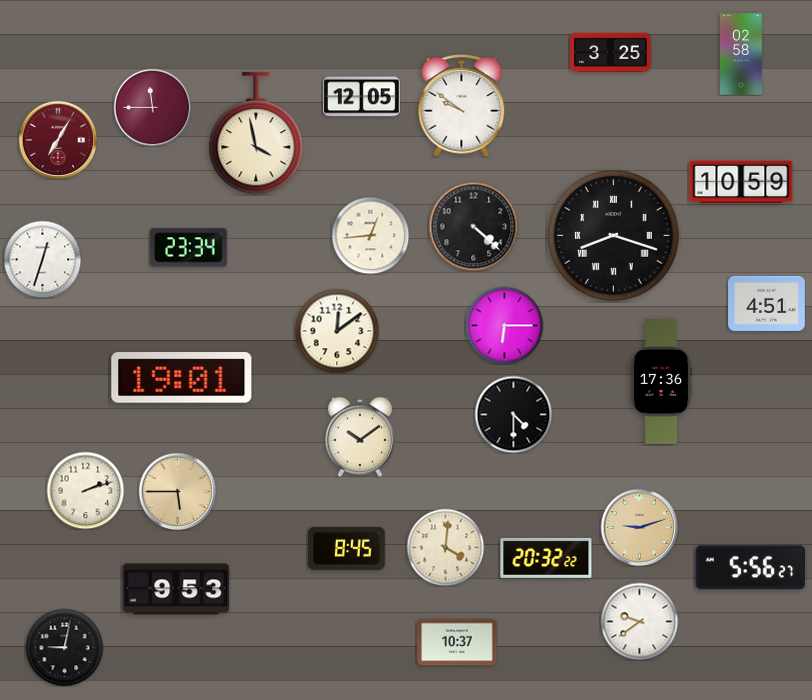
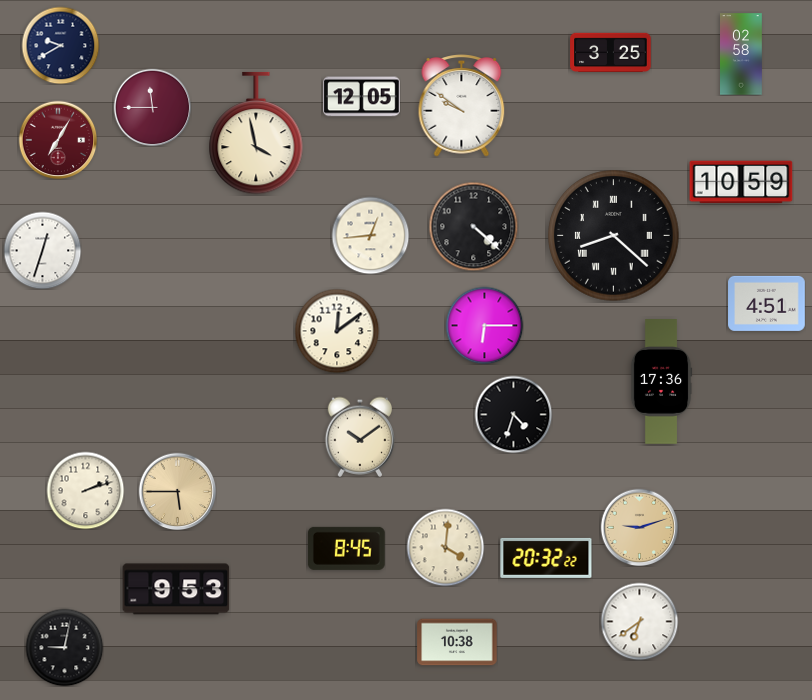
clock at (60, 45): none -> 9:40
clock at (614, 236): 8:18 -> 8:22
clock at (189, 248): 23:34 -> none
clock at (42, 259) position: (42, 259) -> (42, 250)
clock at (504, 325) position: (504, 325) -> (484, 325)
clock at (182, 378): 19:01 -> none
clock at (513, 414): 4:30 -> 4:33
clock at (751, 568): 5:56 -> none
clock at (639, 621): 9:39 -> 6:39
clock at (457, 642): 10:37 -> 10:38
